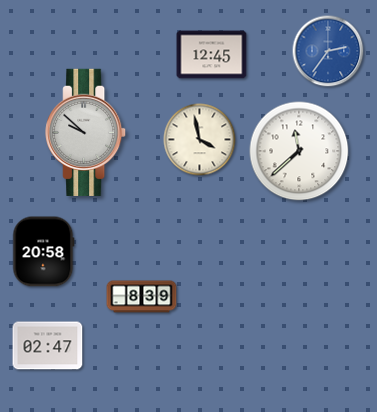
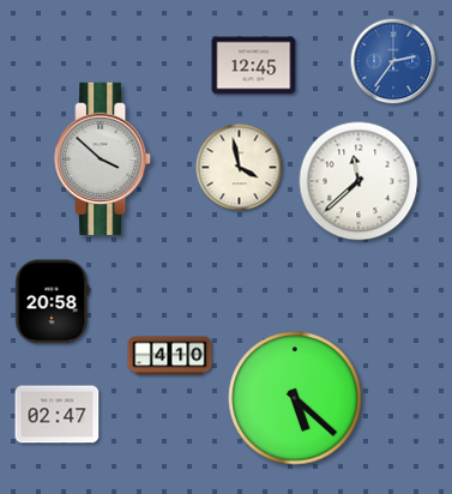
clock at (86, 132): 9:52 -> 3:52
clock at (142, 297): 8:39 -> 4:10
clock at (295, 398): none -> 5:22
